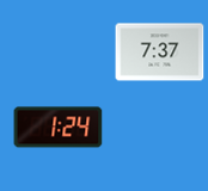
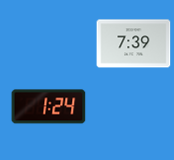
clock at (160, 53): 7:37 -> 7:39
